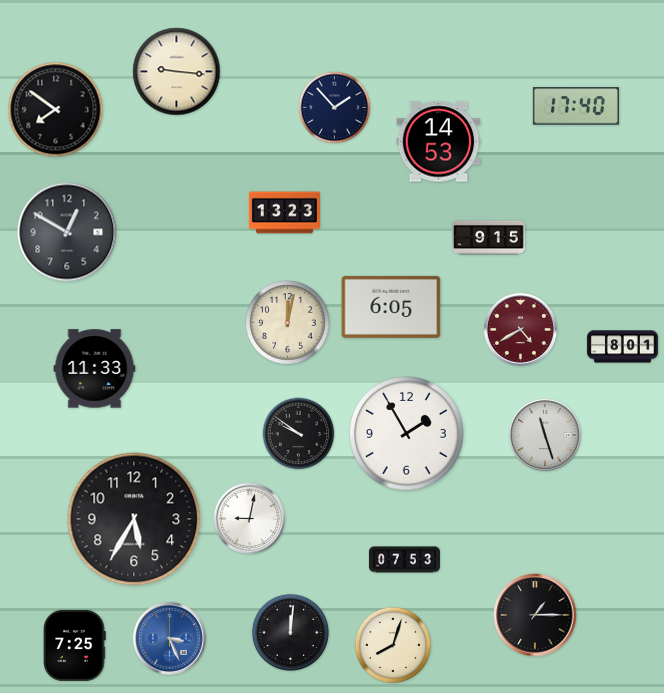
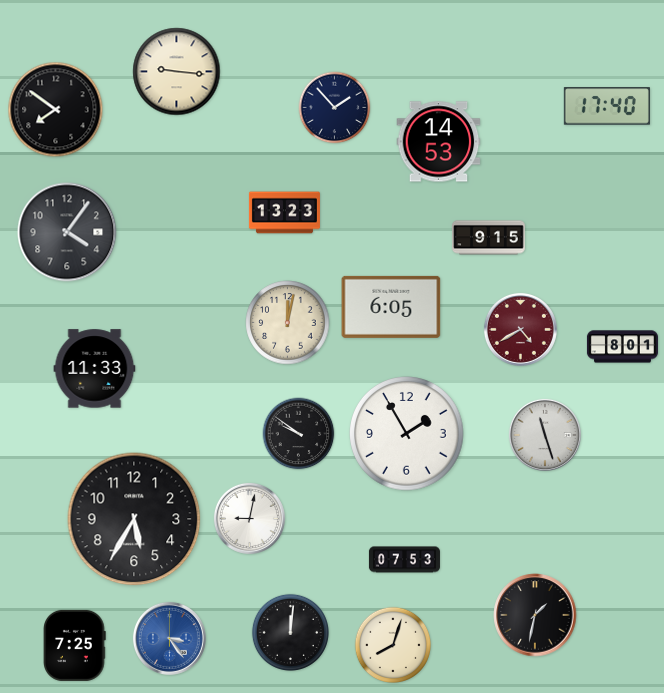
clock at (576, 106) position: (576, 106) -> (607, 106)
clock at (67, 232): 12:50 -> 4:06
clock at (535, 615): 1:15 -> 1:32
clock at (169, 638): 3:26 -> 3:24
